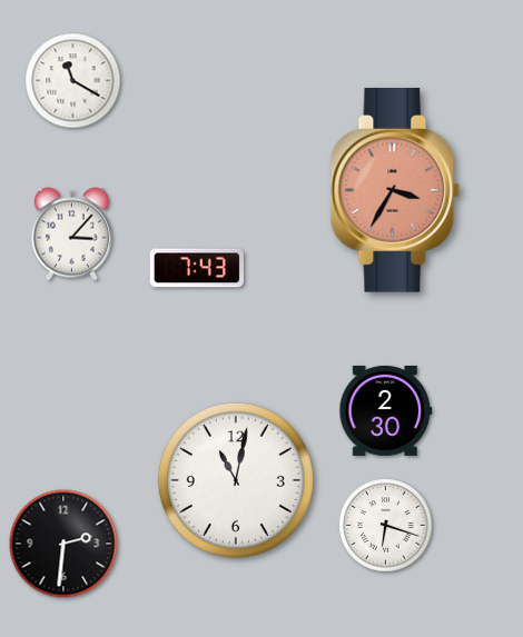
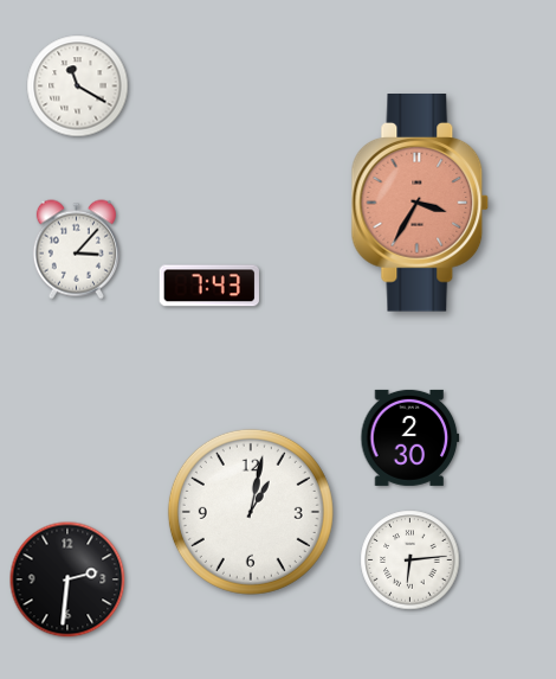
clock at (236, 480): 11:02 -> 1:02
clock at (386, 526): 6:18 -> 6:14
